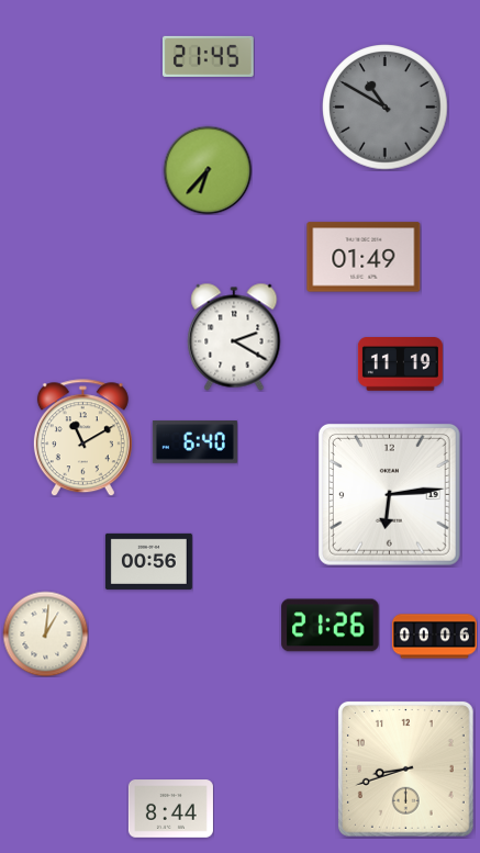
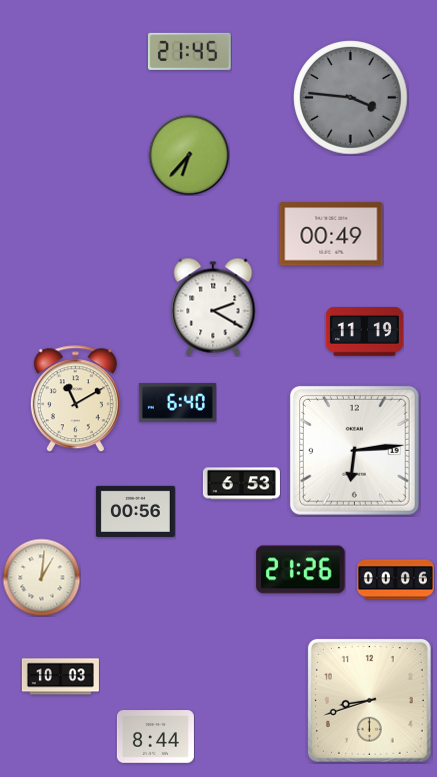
clock at (386, 108): 10:50 -> 3:46
clock at (364, 257): 01:49 -> 00:49
clock at (241, 484): none -> 6:53
clock at (60, 677): none -> 10:03
